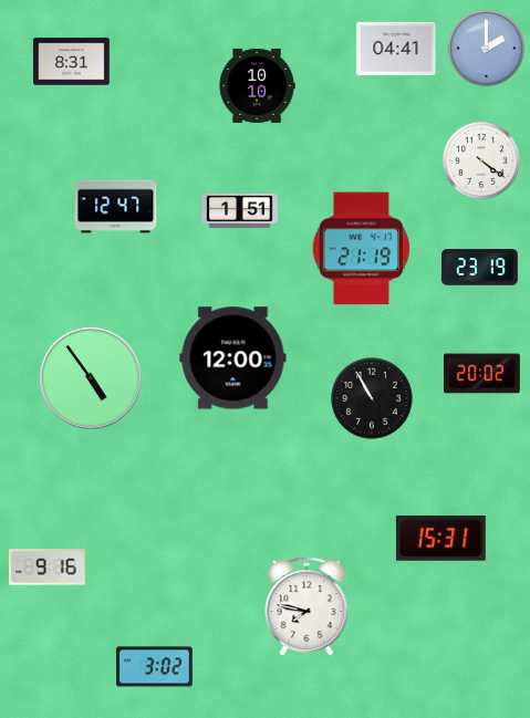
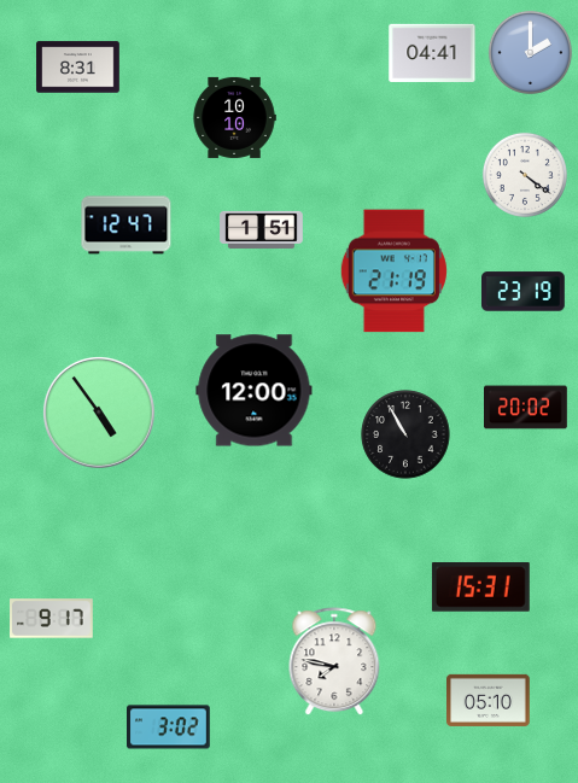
clock at (257, 85) position: (257, 85) -> (234, 117)
clock at (48, 568): 9:16 -> 9:17
clock at (489, 700): none -> 05:10
